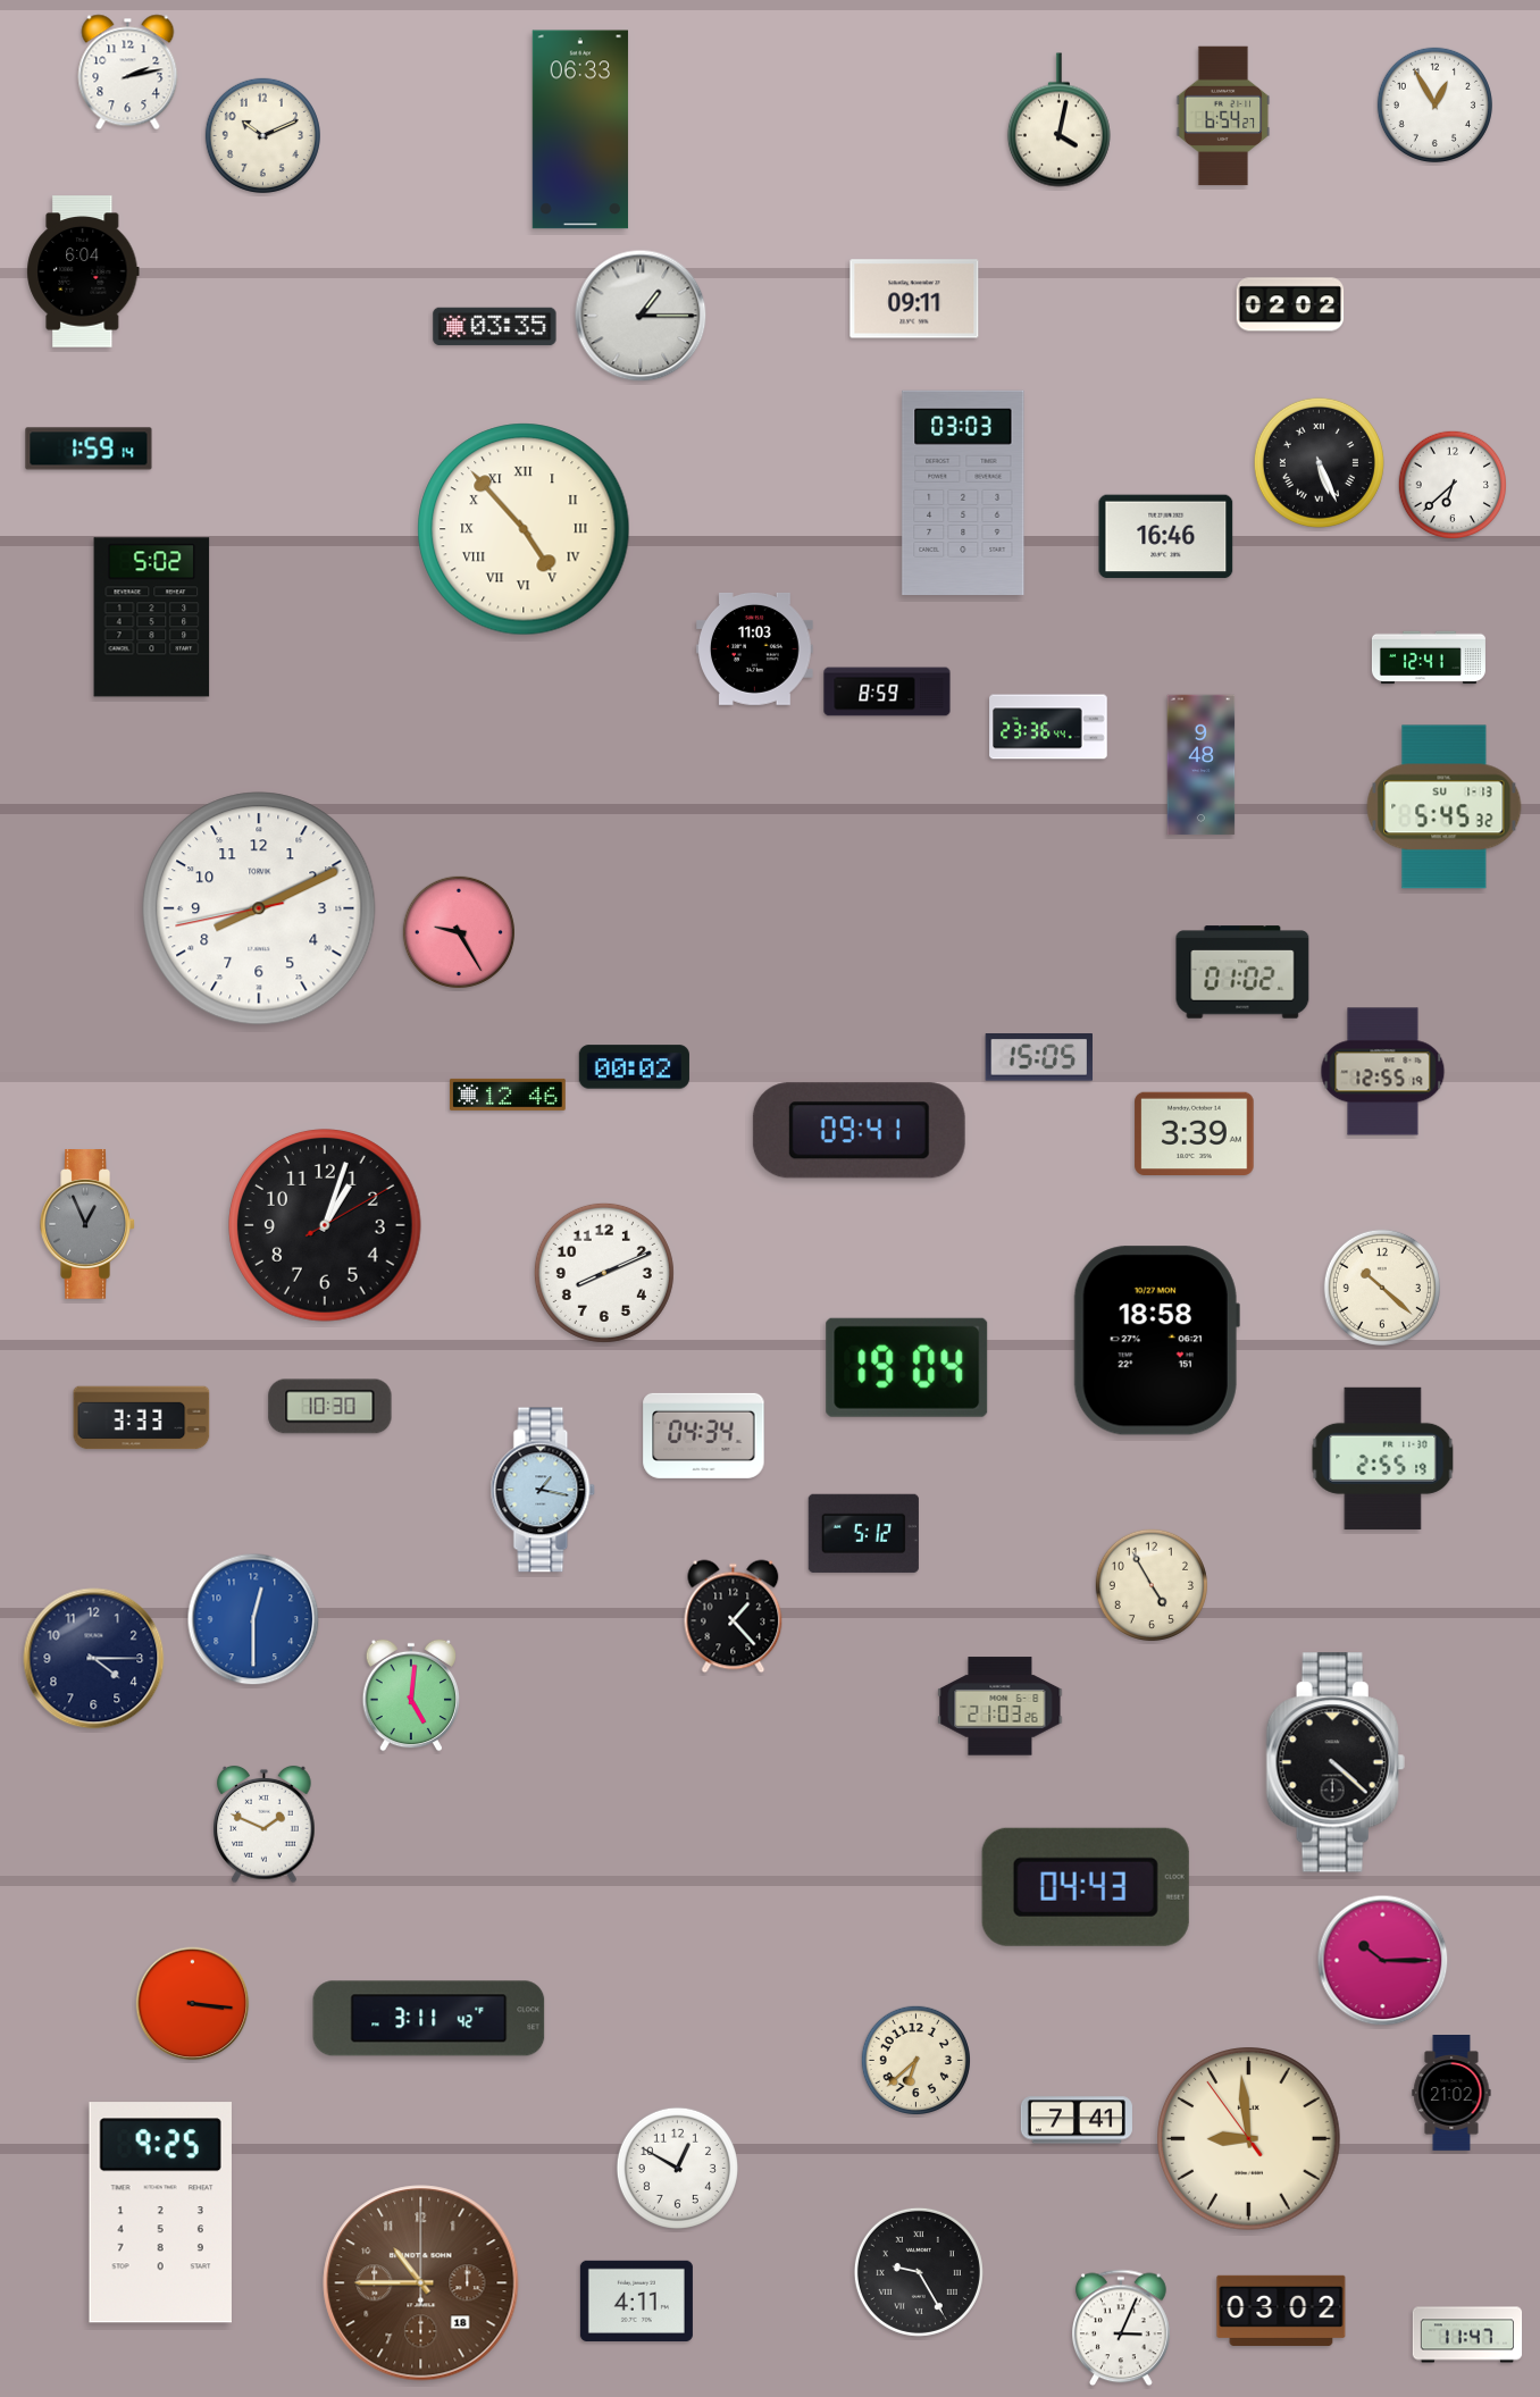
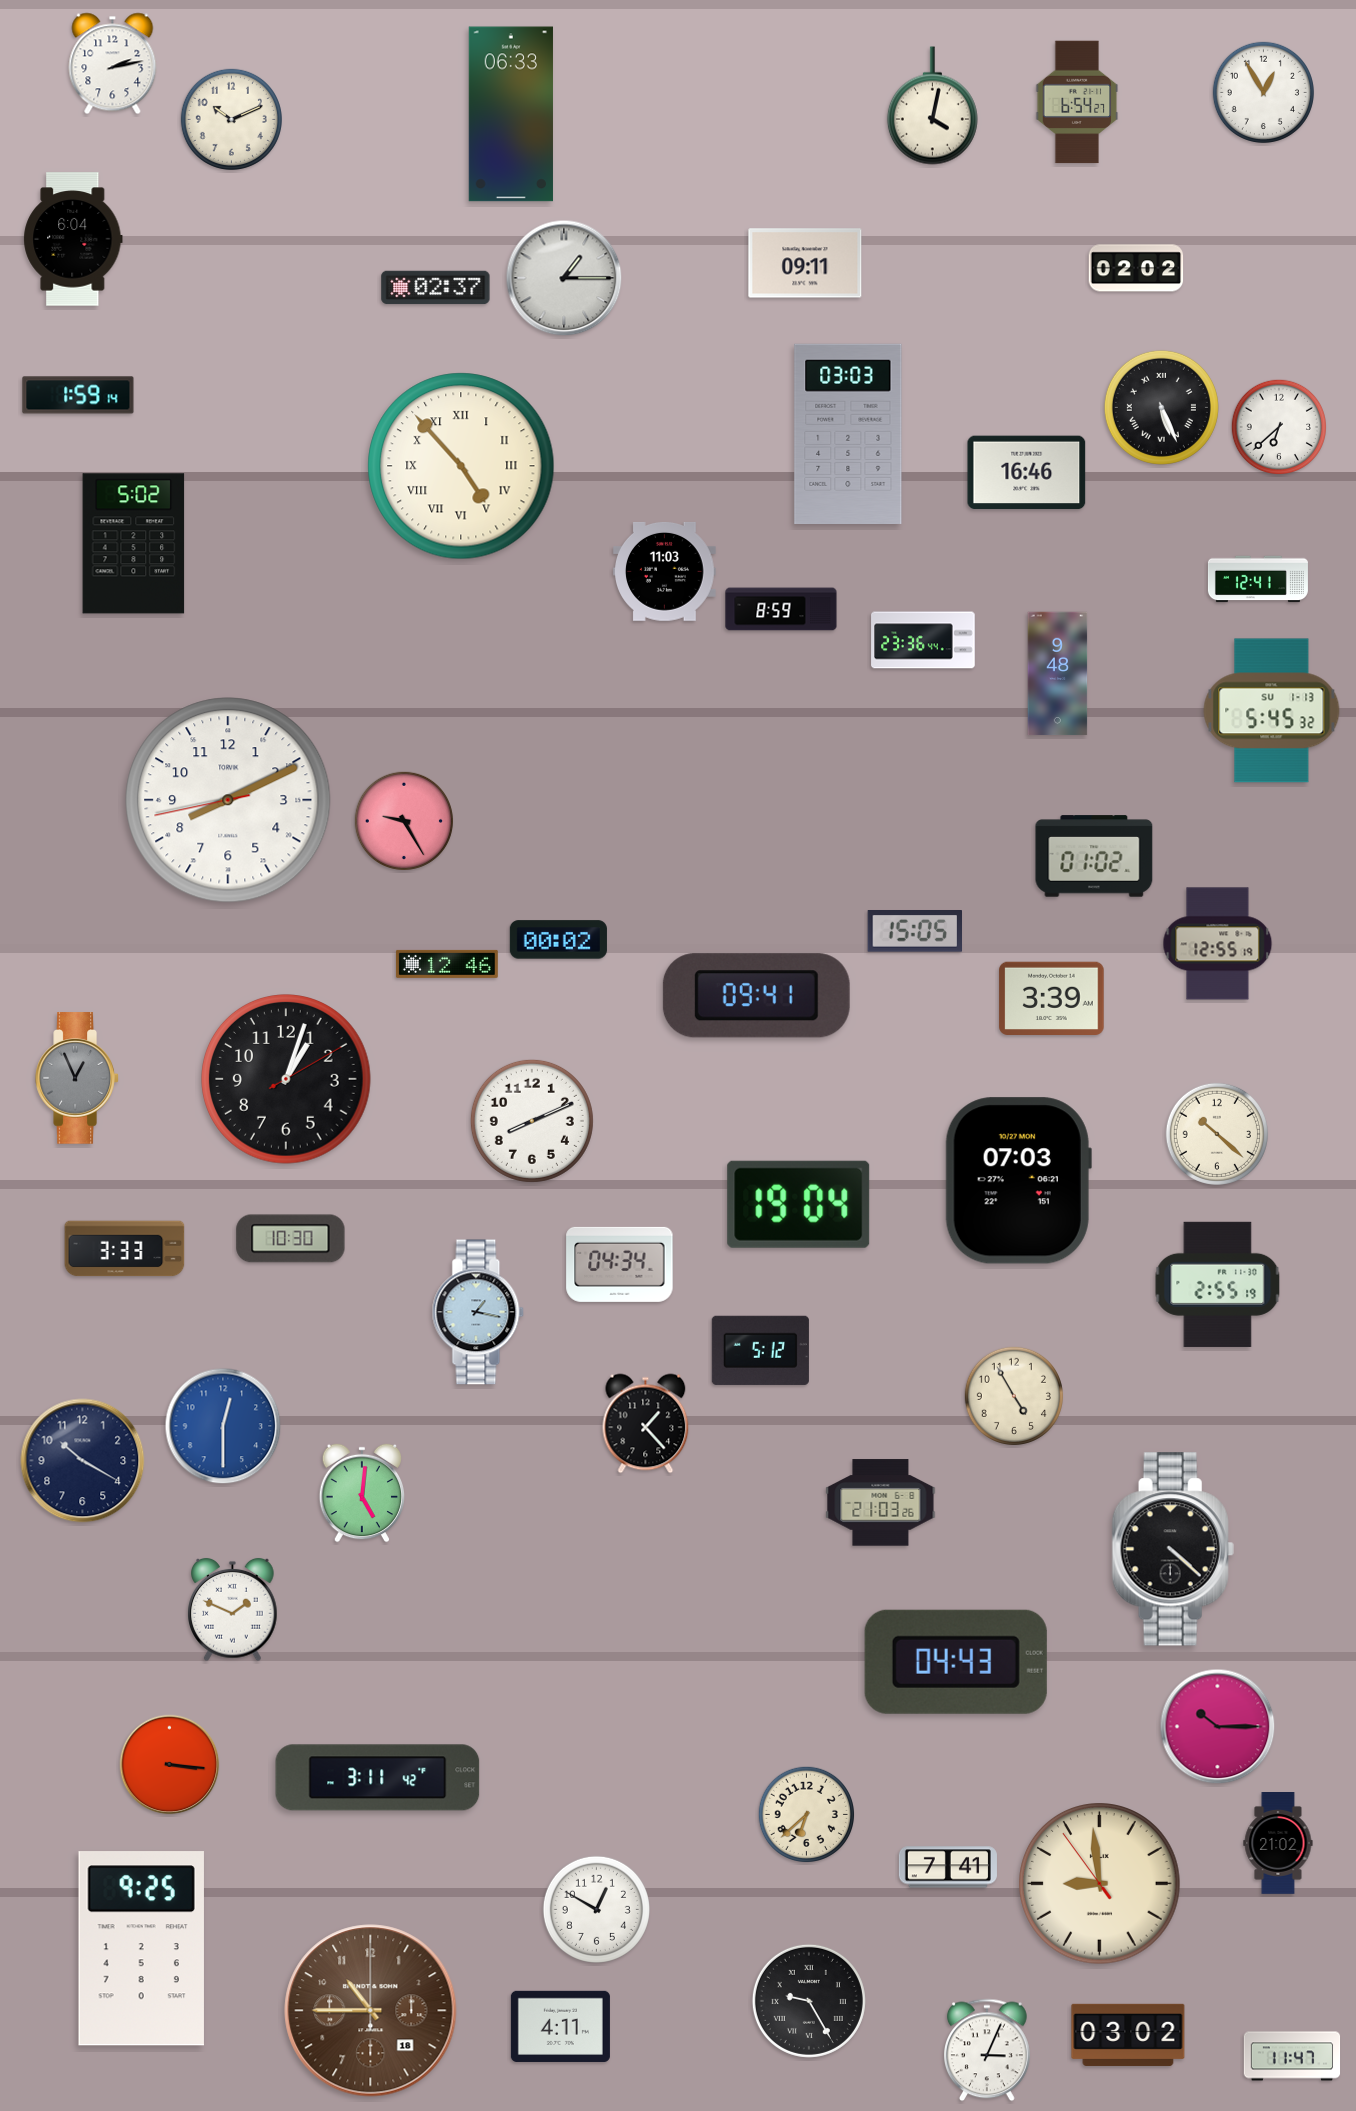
clock at (495, 327): 03:35 -> 02:37
clock at (1156, 1341): 18:58 -> 07:03
clock at (94, 1659): 4:15 -> 10:20
clock at (1336, 1762) position: (1336, 1762) -> (1173, 1549)
clock at (265, 1825) position: (265, 1825) -> (233, 1610)
